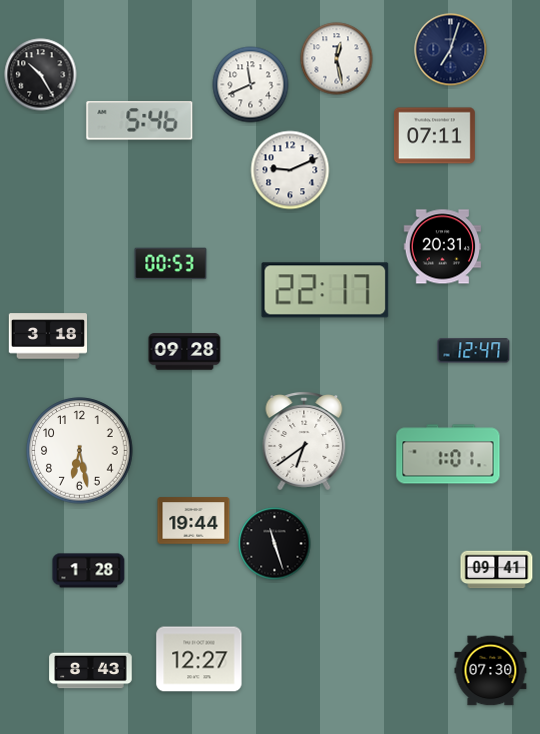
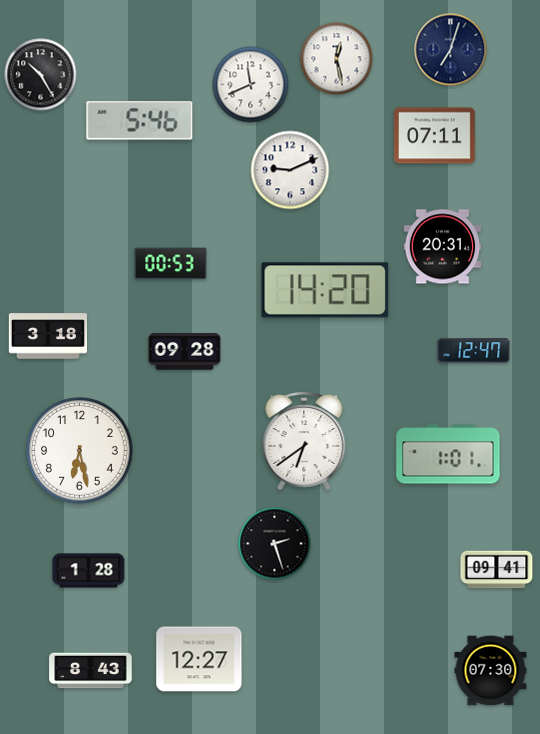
clock at (325, 290): 22:17 -> 14:20
clock at (194, 521): 19:44 -> none
clock at (275, 544): 11:27 -> 2:27
